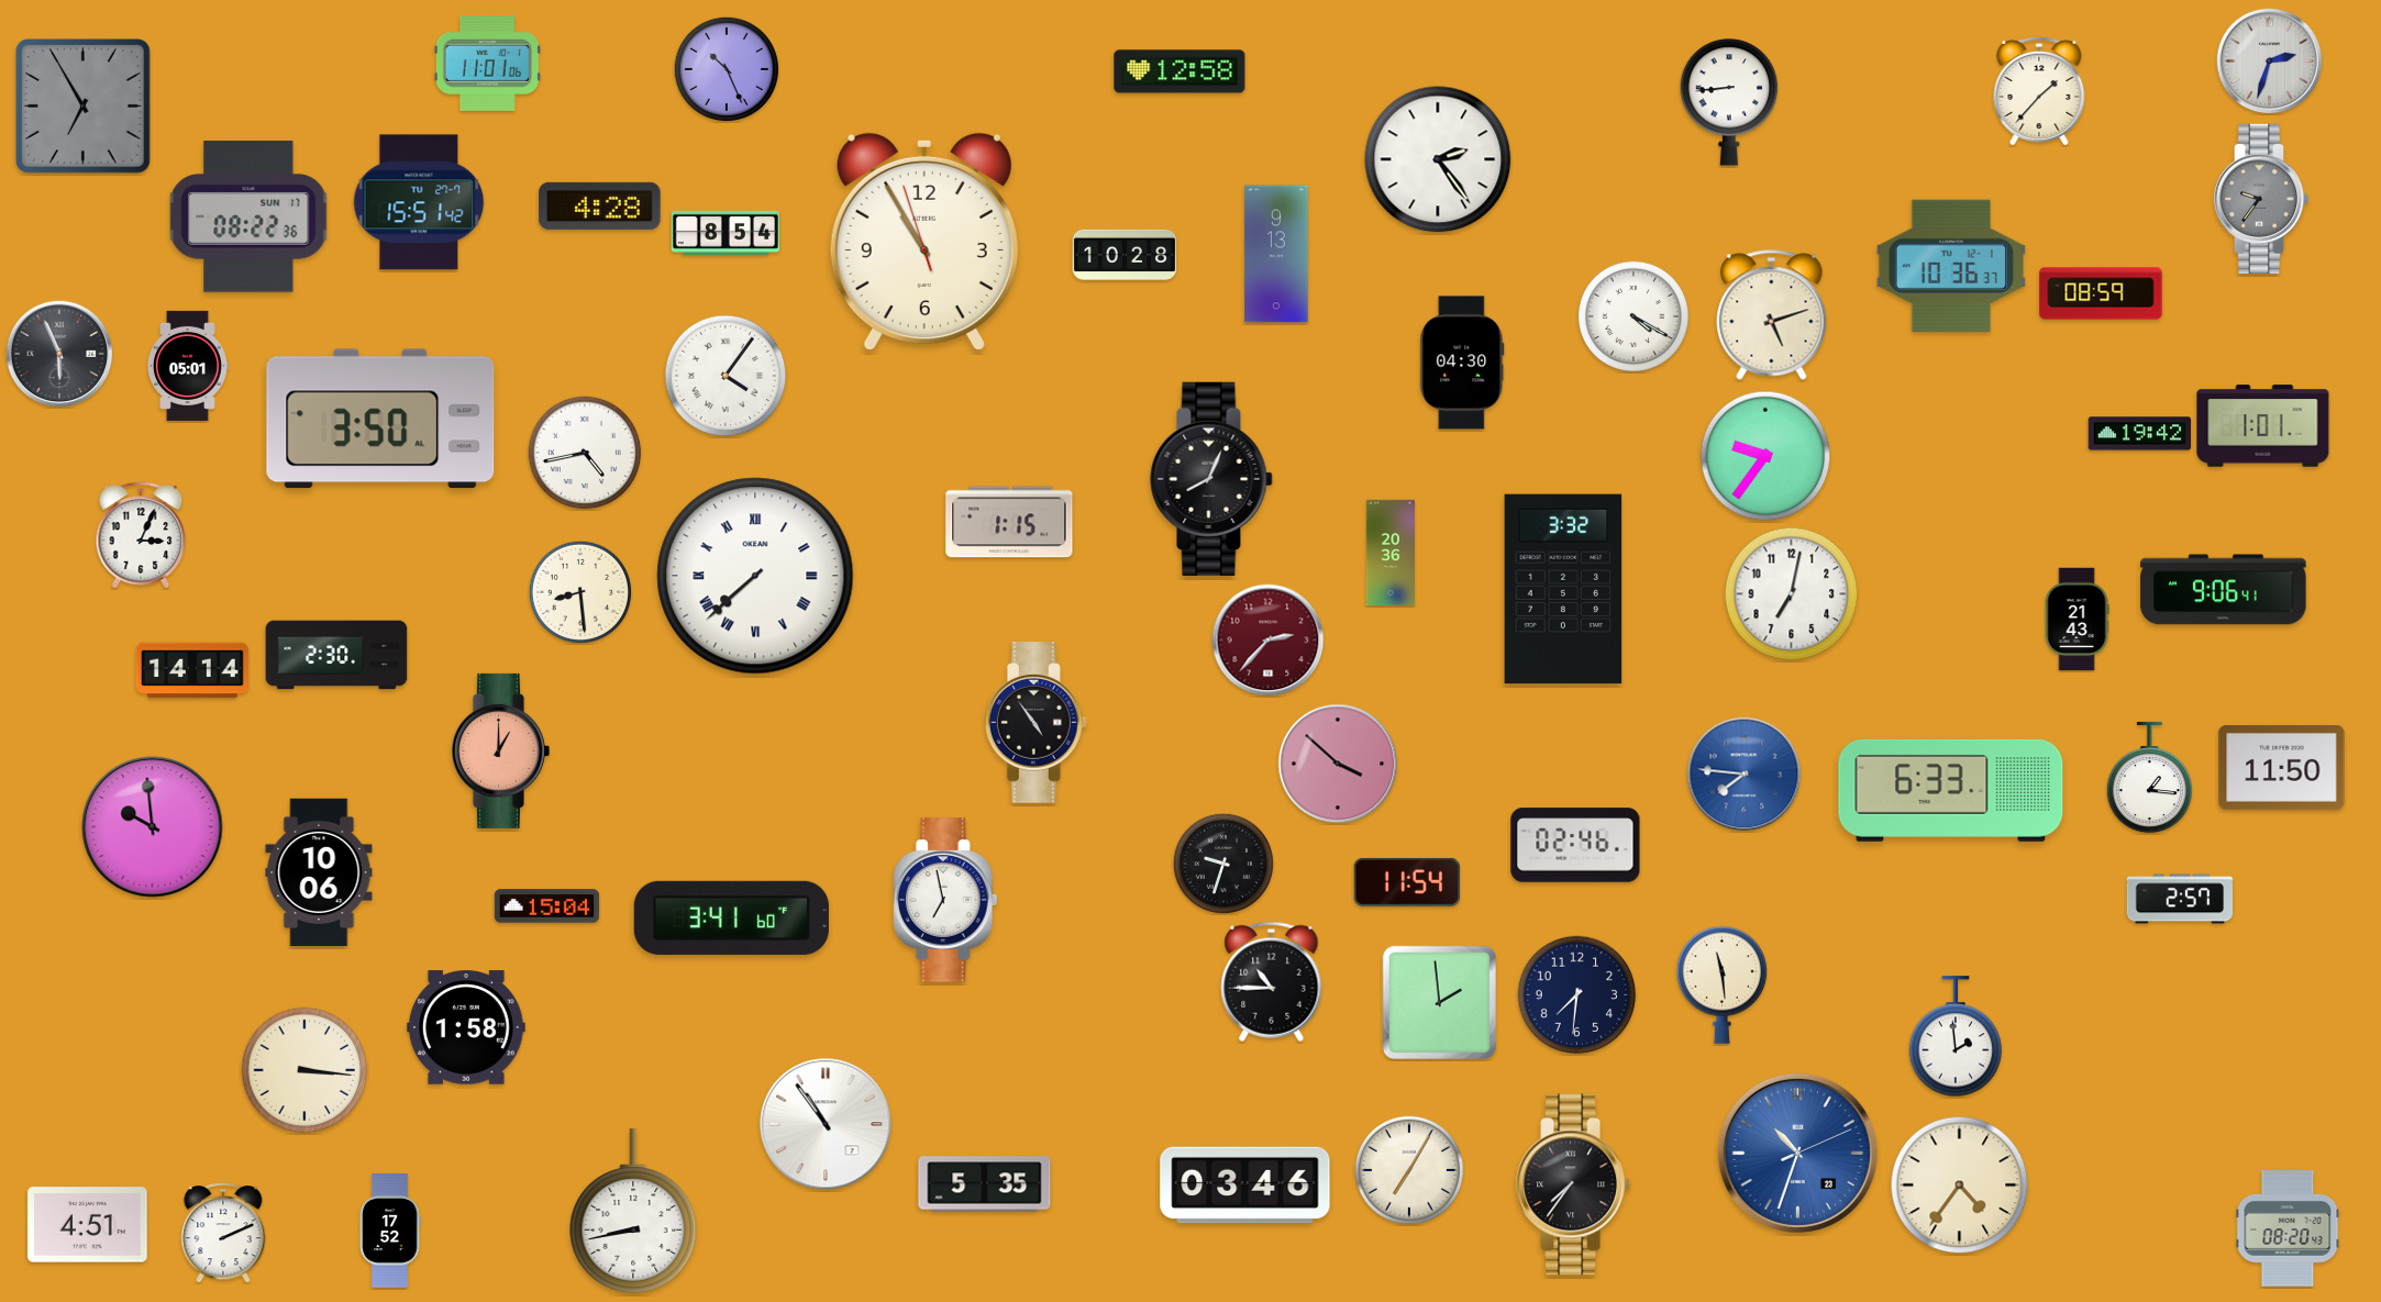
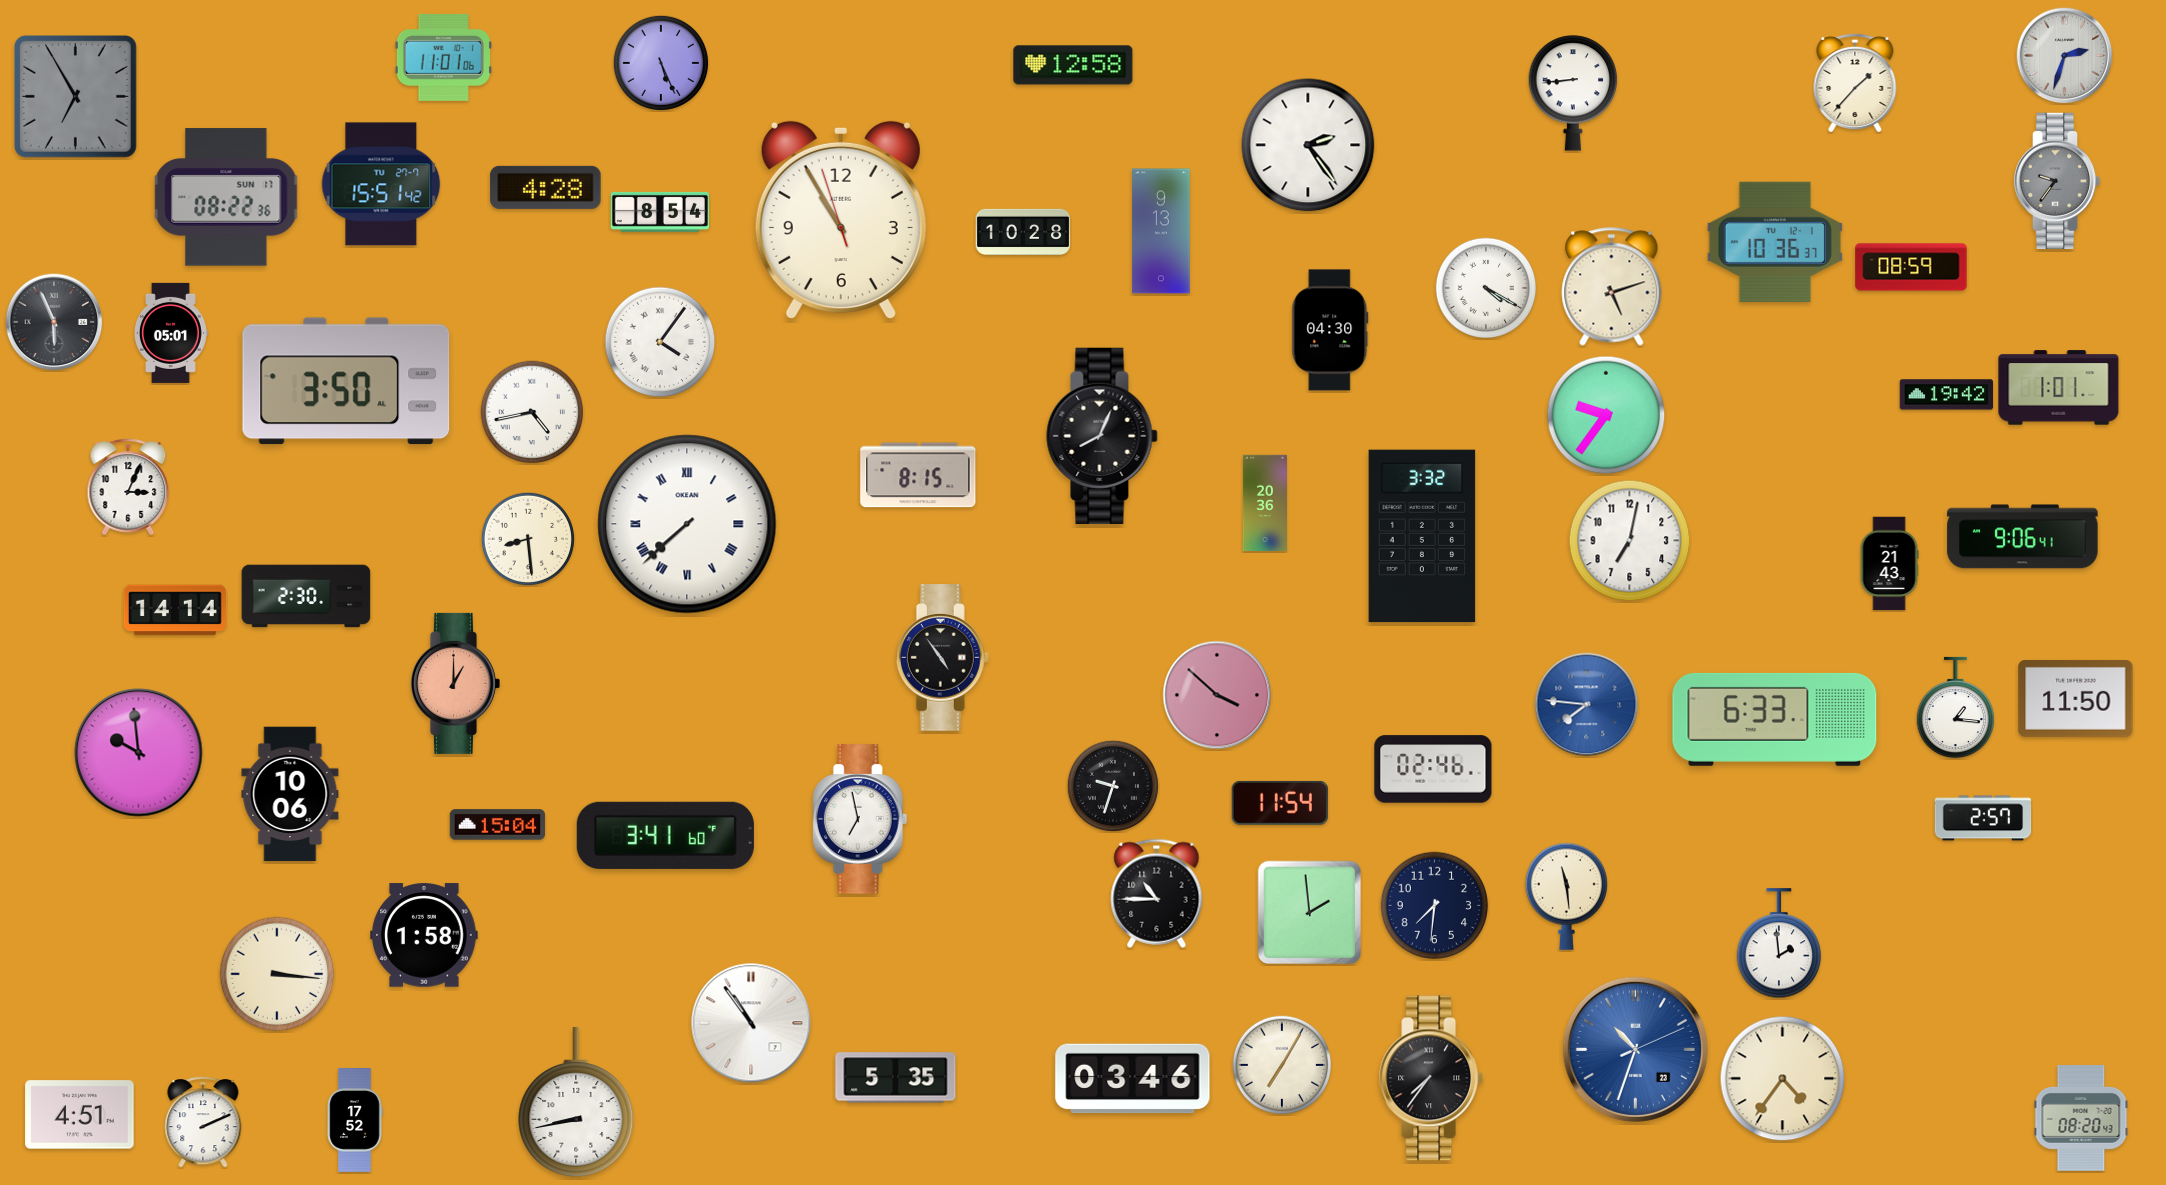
clock at (726, 68): 10:26 -> 5:26
clock at (1009, 522): 1:15 -> 8:15
clock at (1269, 641): 2:37 -> none
